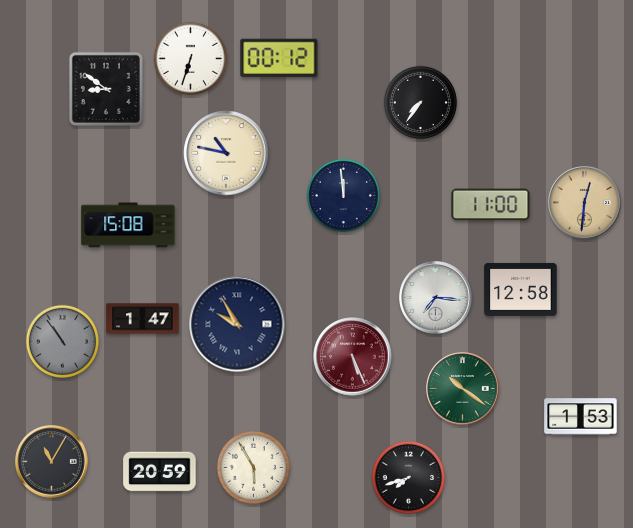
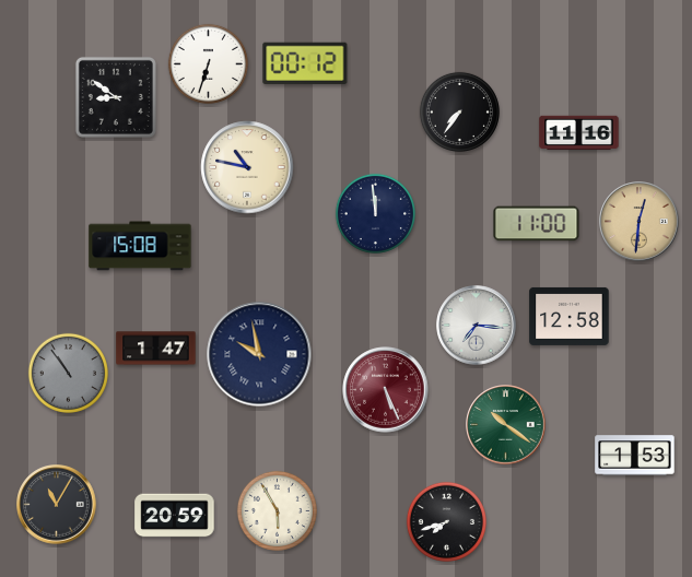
clock at (579, 133): none -> 11:16
clock at (237, 324): 9:55 -> 9:58
